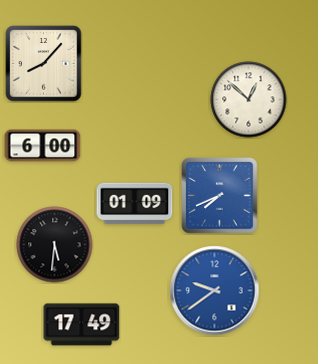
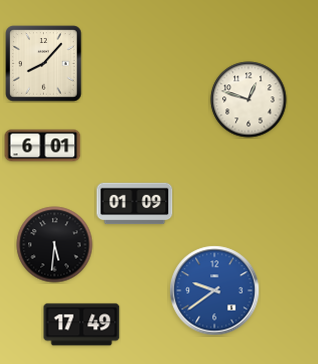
clock at (249, 100): 12:52 -> 12:48
clock at (43, 146): 6:00 -> 6:01
clock at (220, 196): 7:41 -> none
